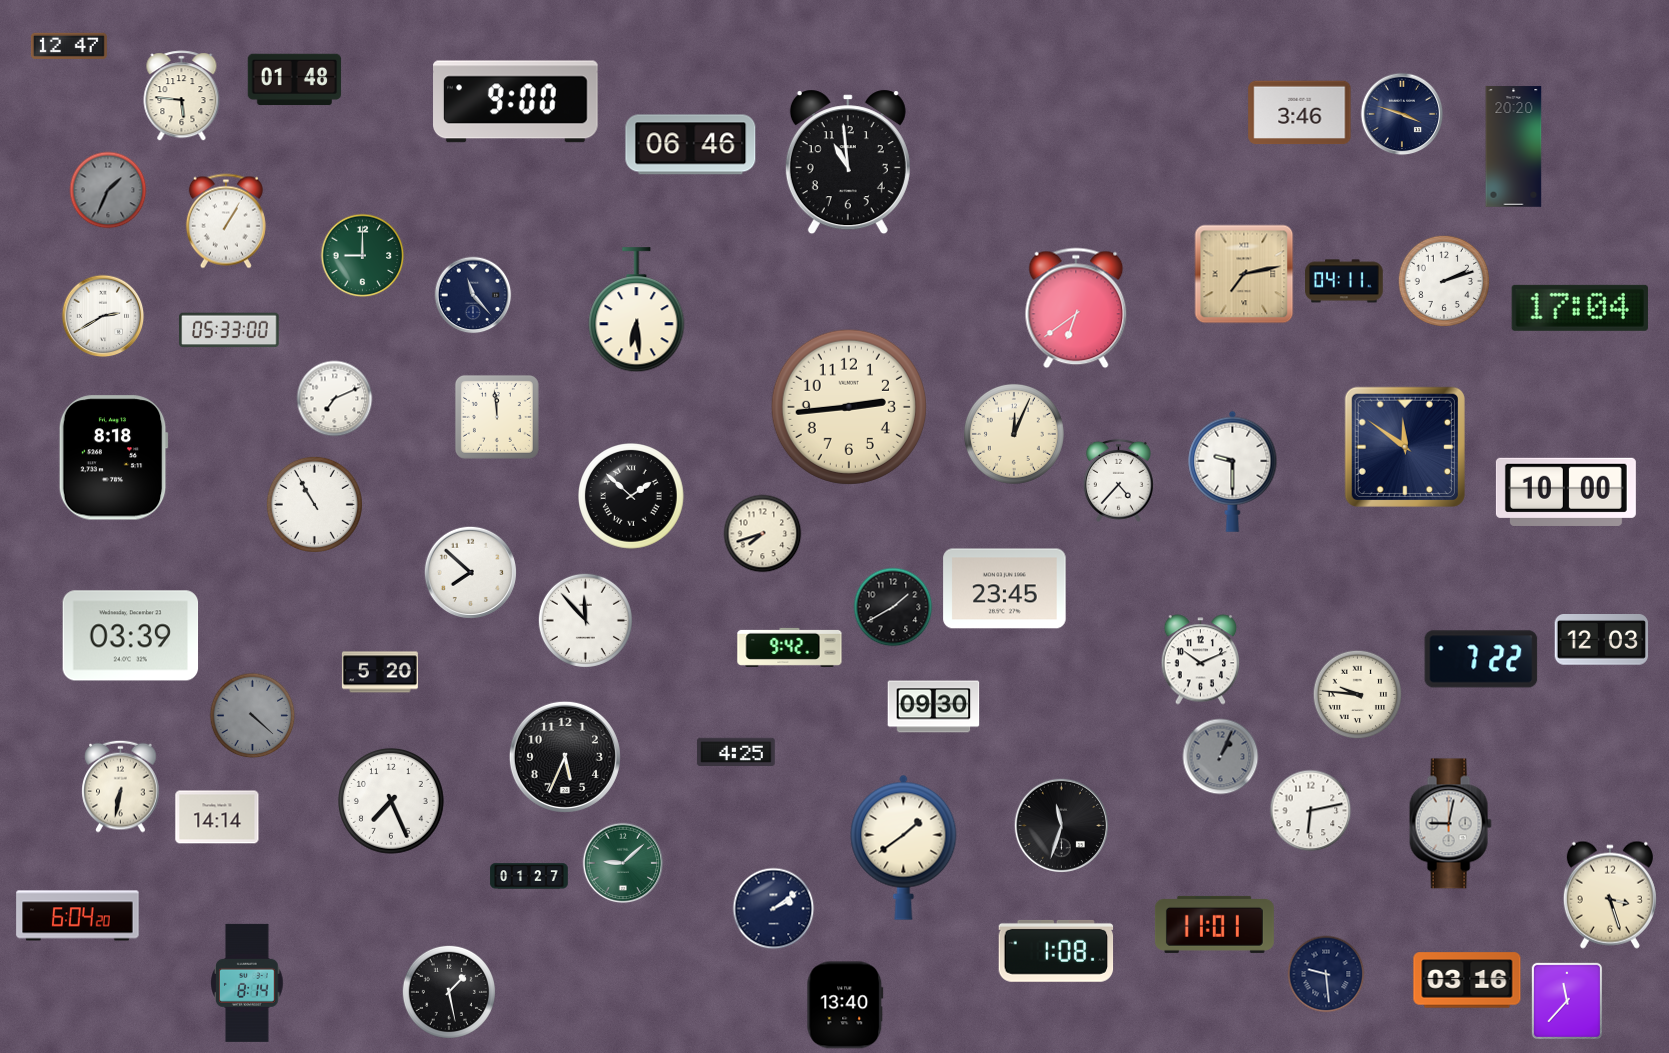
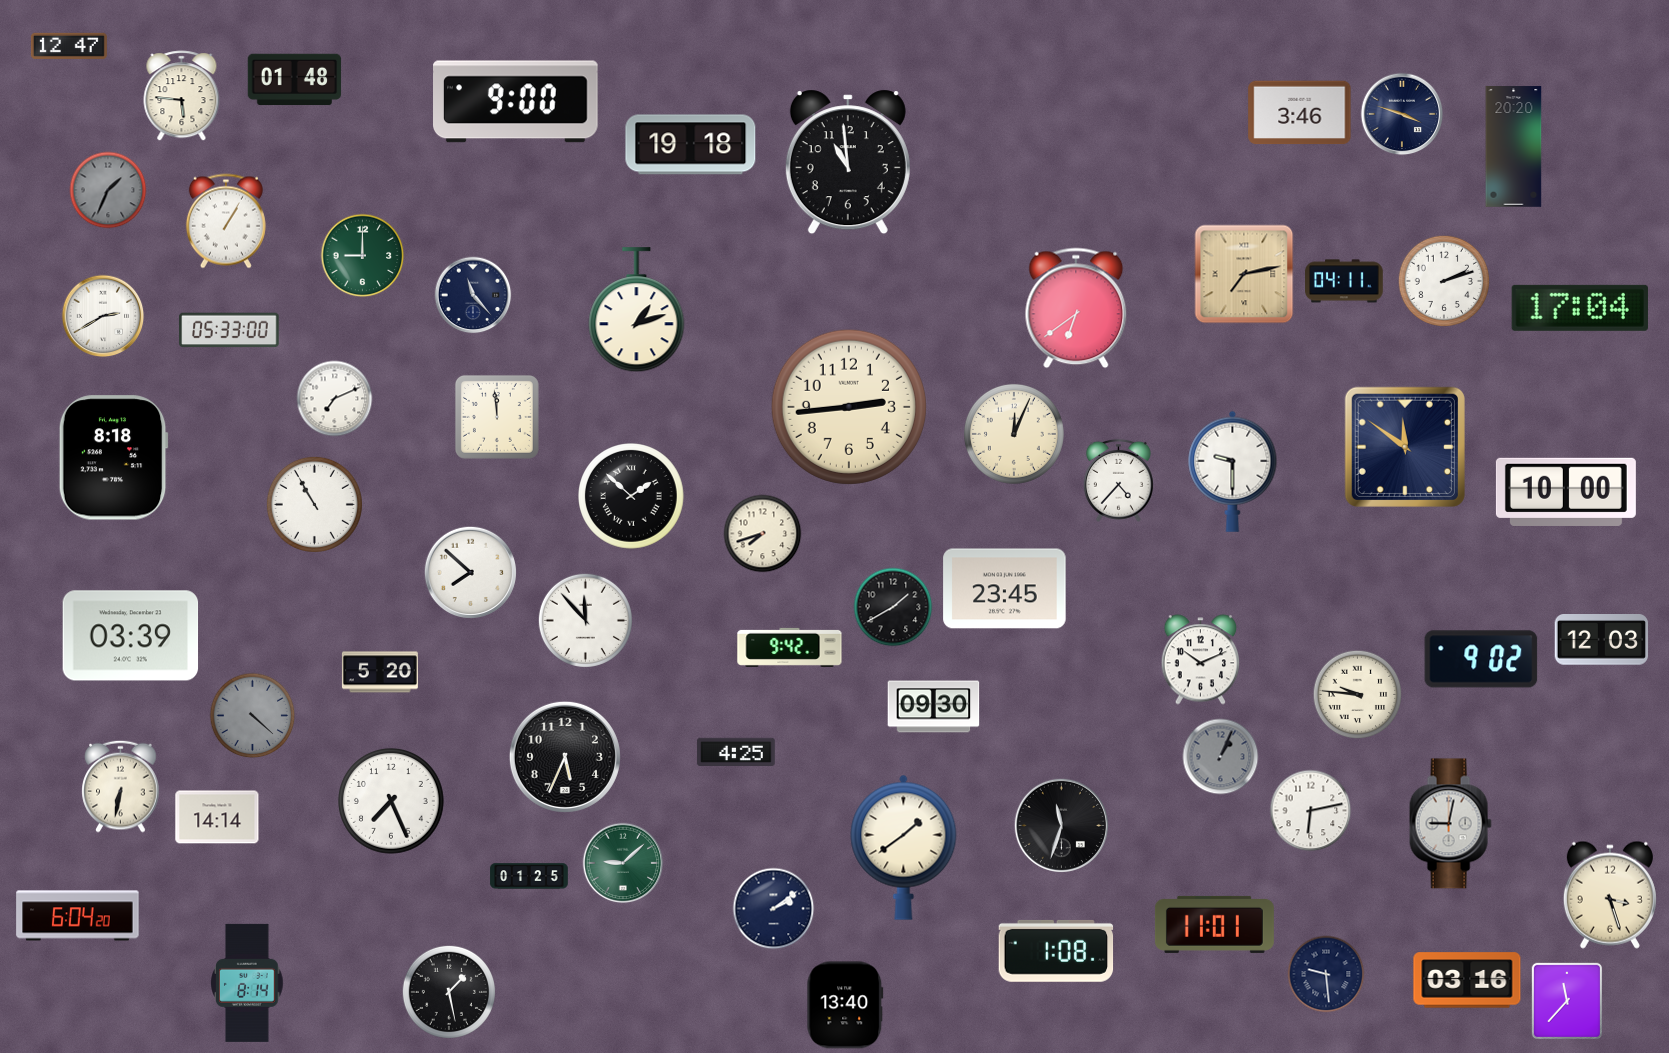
clock at (691, 145): 06:46 -> 19:18
clock at (637, 310): 6:29 -> 1:12
clock at (1481, 659): 7:22 -> 9:02
clock at (529, 876): 01:27 -> 01:25
